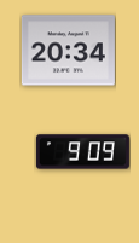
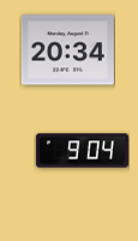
clock at (82, 152): 9:09 -> 9:04
